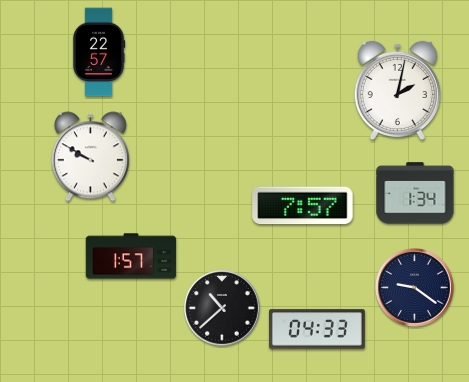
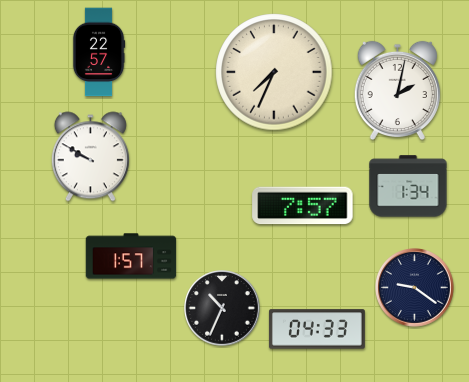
clock at (274, 72): none -> 7:34
clock at (415, 193) position: (415, 193) -> (408, 186)
clock at (223, 309): 10:38 -> 10:34
